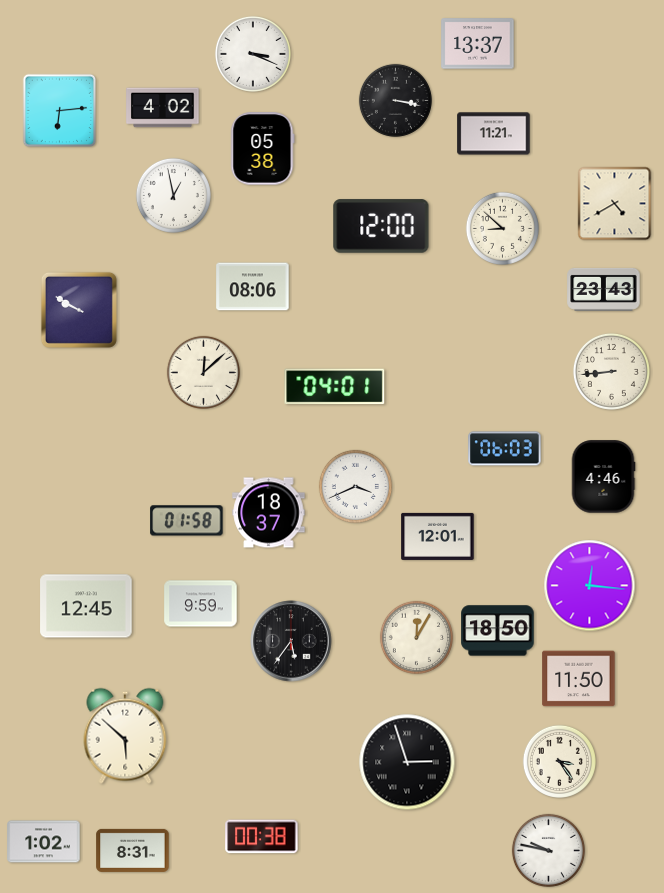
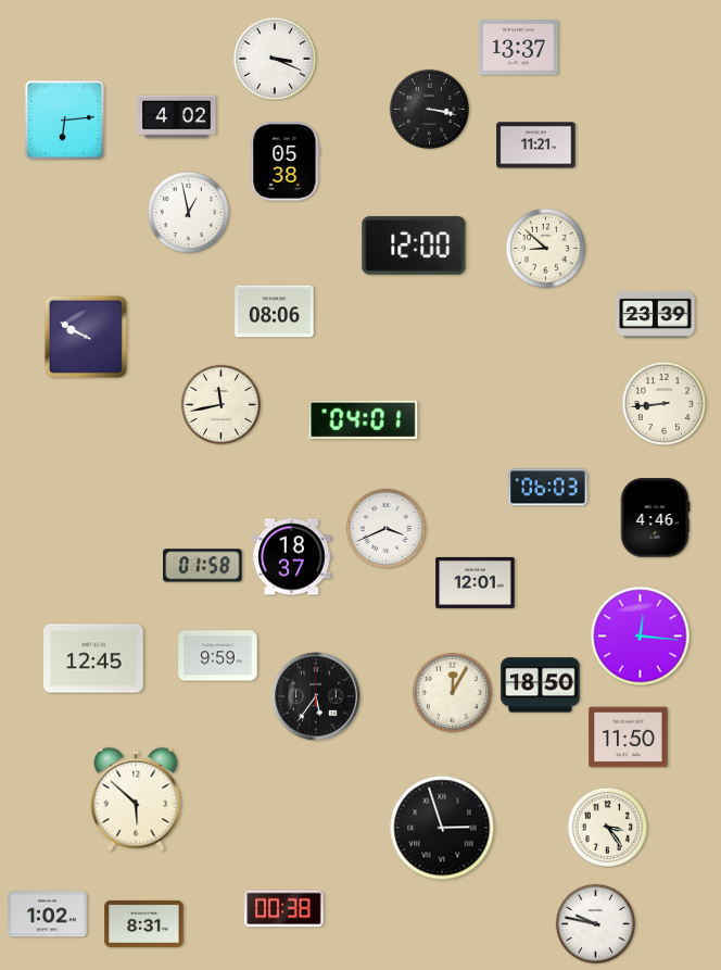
clock at (615, 204): 4:40 -> none
clock at (604, 289): 23:43 -> 23:39
clock at (203, 372): 12:08 -> 11:43
